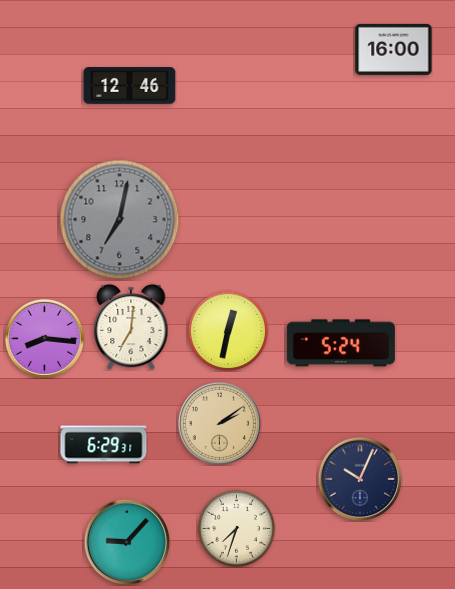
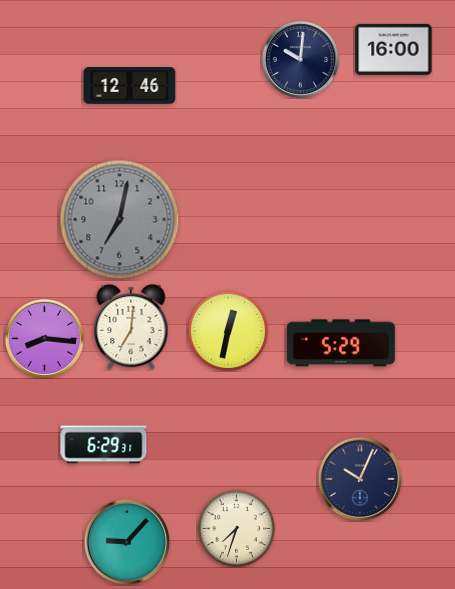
clock at (300, 59): none -> 10:01
clock at (341, 343): 5:24 -> 5:29
clock at (219, 423): 2:09 -> none
